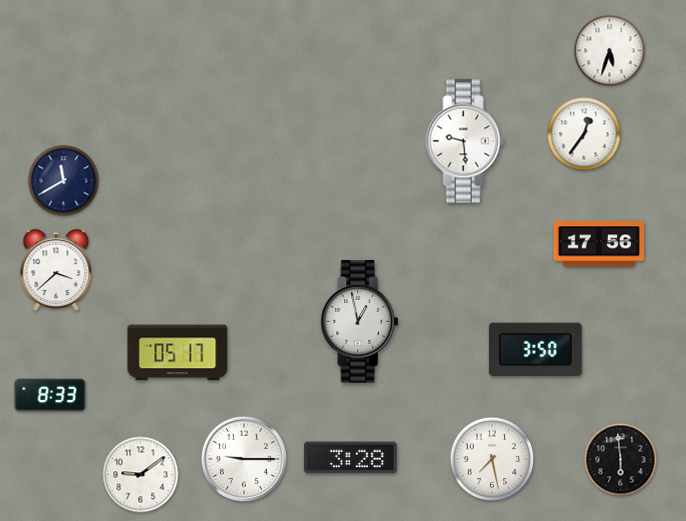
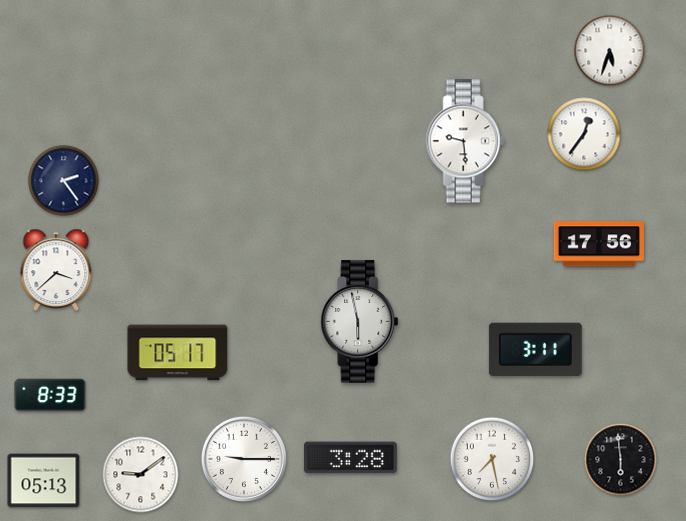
clock at (64, 181): 11:40 -> 2:24
clock at (360, 322): 12:58 -> 5:58
clock at (535, 349): 3:50 -> 3:11
clock at (44, 481): none -> 05:13
